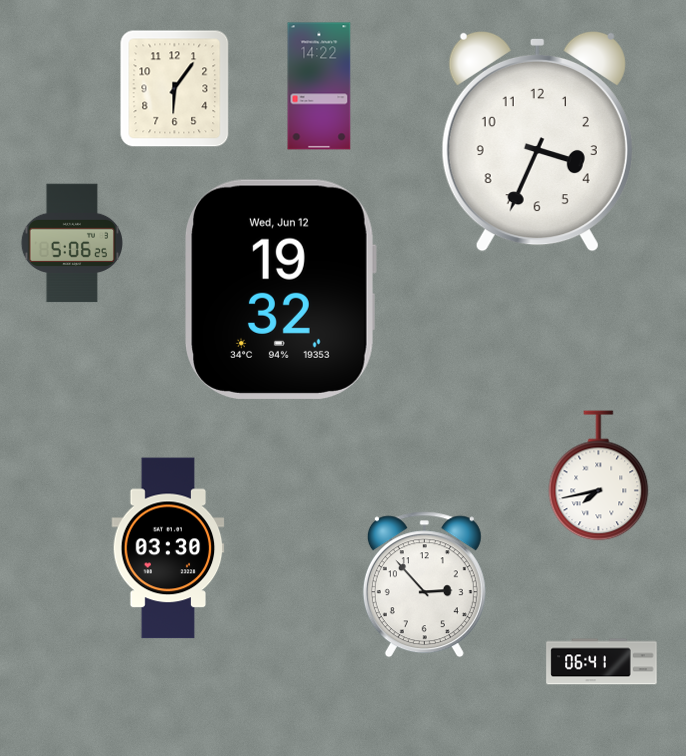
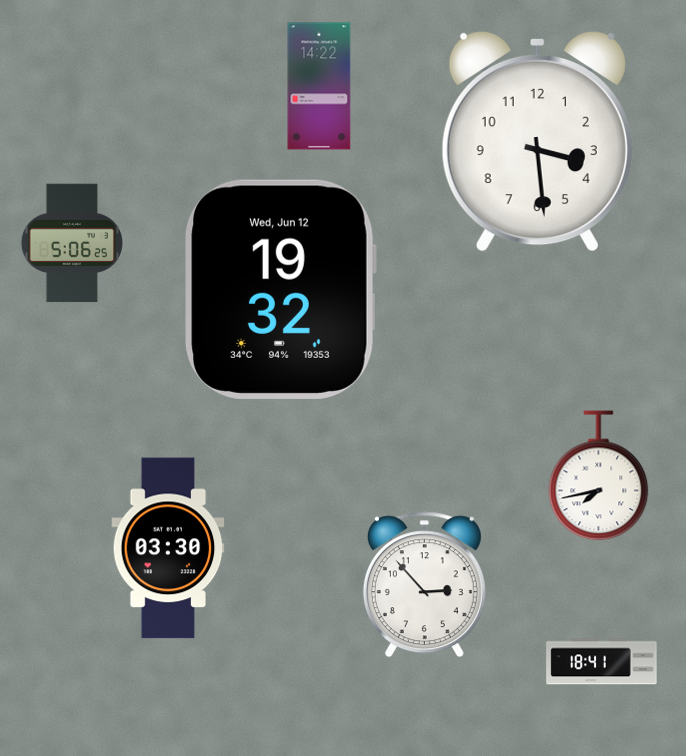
clock at (175, 89): 6:06 -> none
clock at (537, 141): 3:34 -> 3:29
clock at (602, 662): 06:41 -> 18:41
